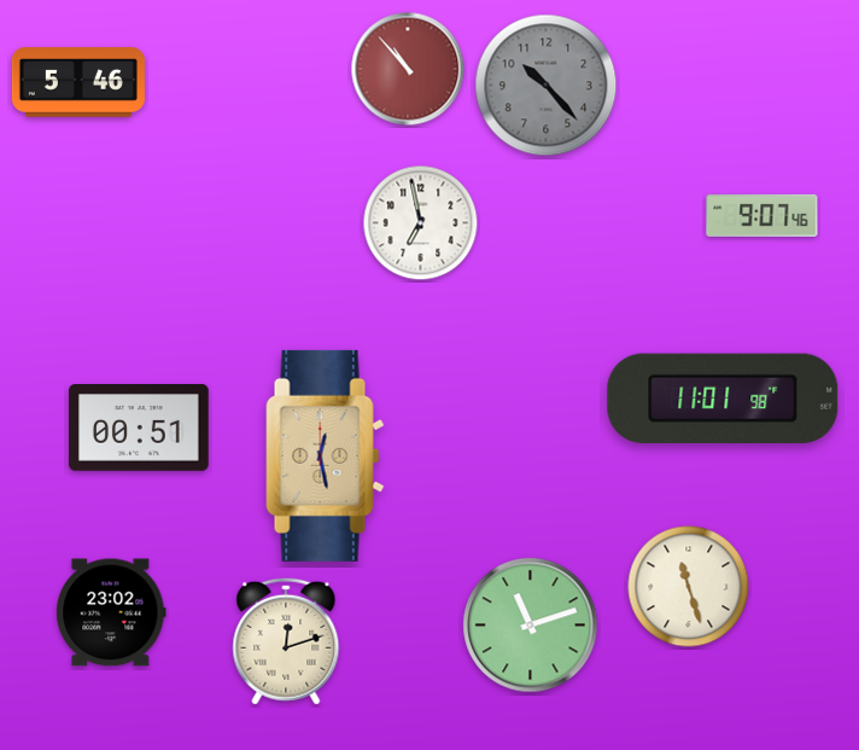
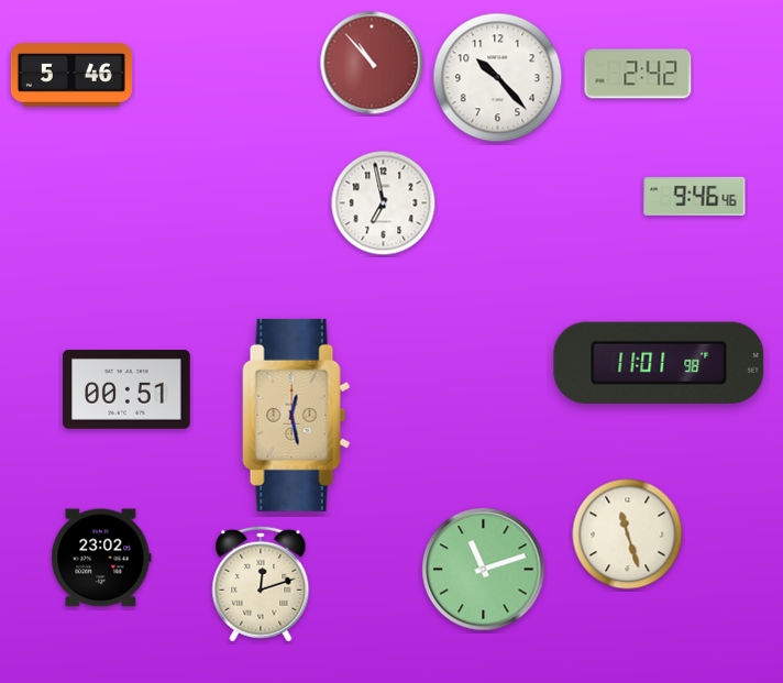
clock at (638, 74): none -> 2:42
clock at (547, 86) dial: grey -> white
clock at (762, 215): 9:07 -> 9:46
